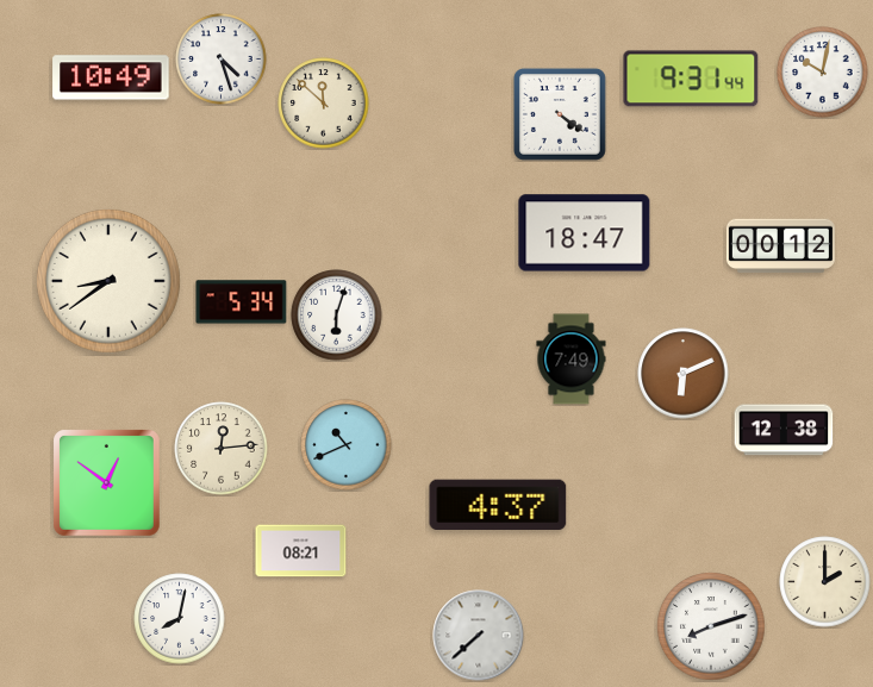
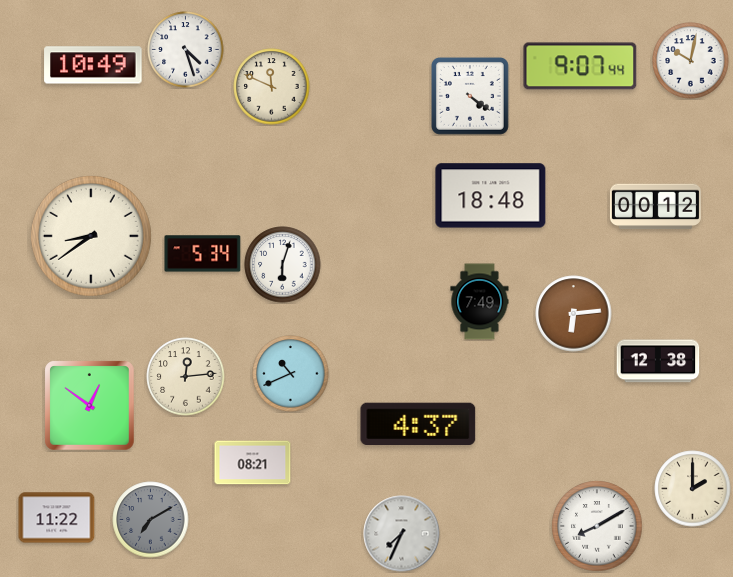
clock at (691, 79): 9:31 -> 9:07
clock at (324, 104): 11:52 -> 11:49
clock at (585, 233): 18:47 -> 18:48
clock at (684, 374): 6:11 -> 6:14
clock at (57, 518): none -> 11:22
clock at (180, 619): 8:02 -> 7:10
clock at (180, 619) dial: white -> grey
clock at (711, 626): 8:12 -> 8:10
clock at (479, 636): 7:38 -> 7:34
